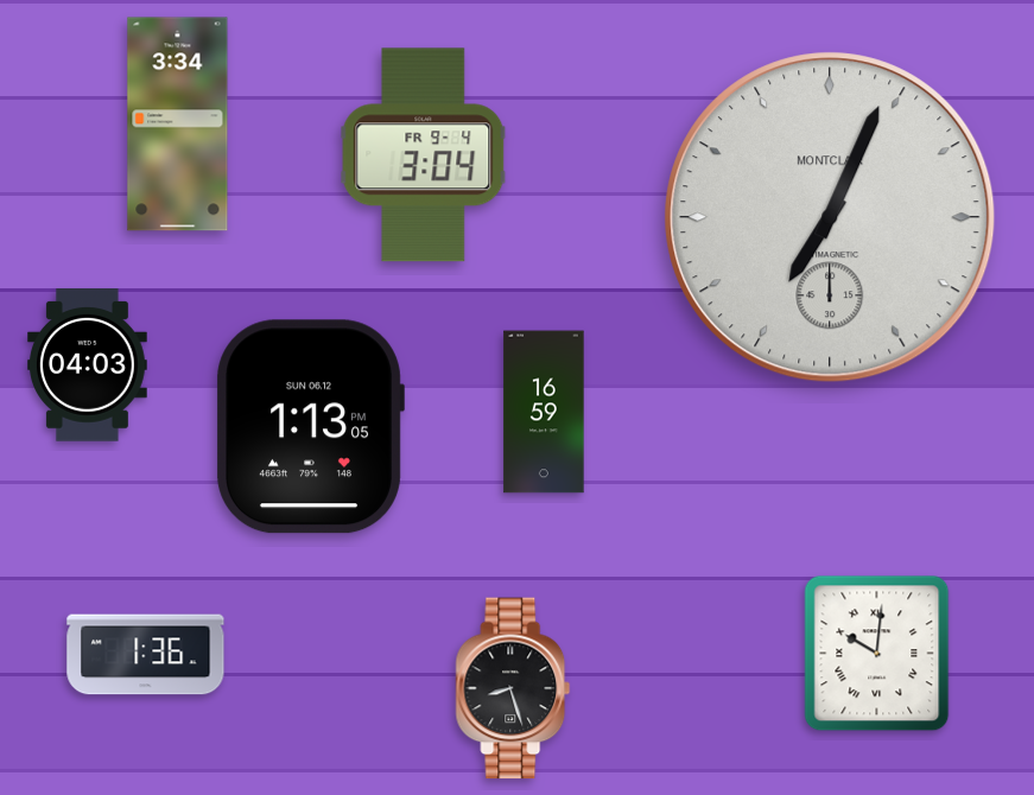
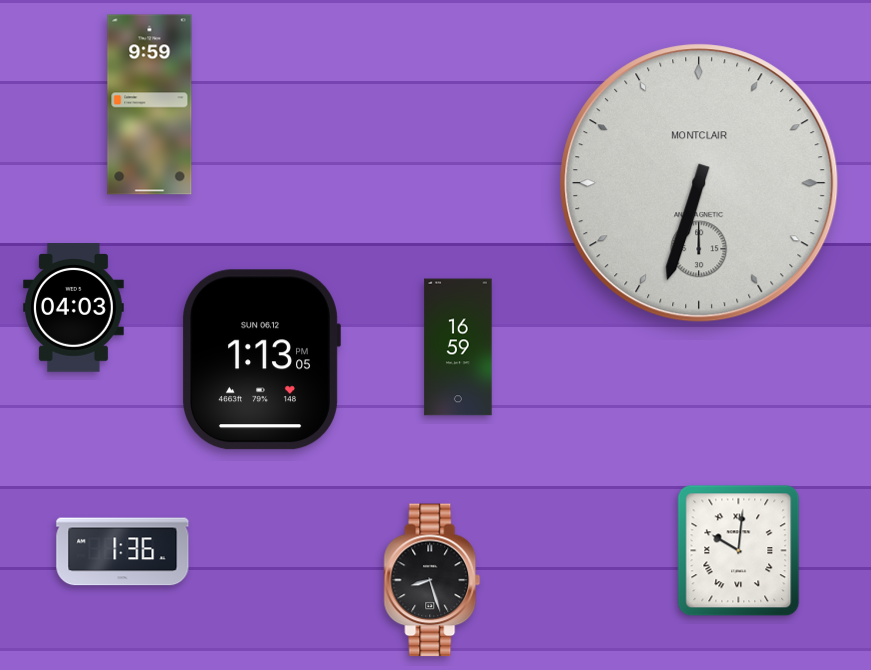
clock at (178, 125): 3:34 -> 9:59
clock at (424, 155): 3:04 -> none
clock at (830, 217): 7:04 -> 6:33
